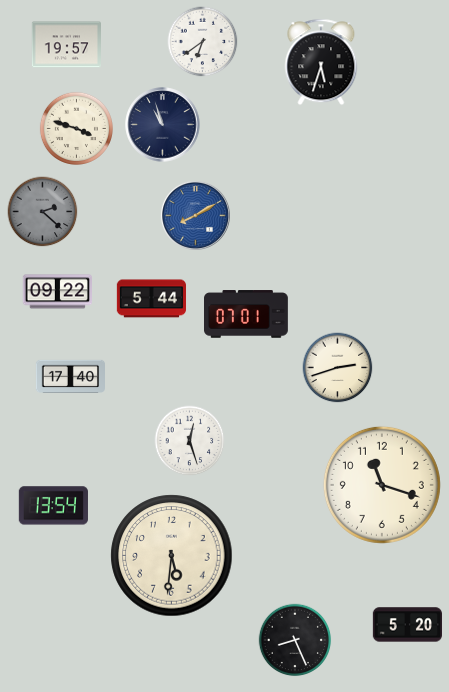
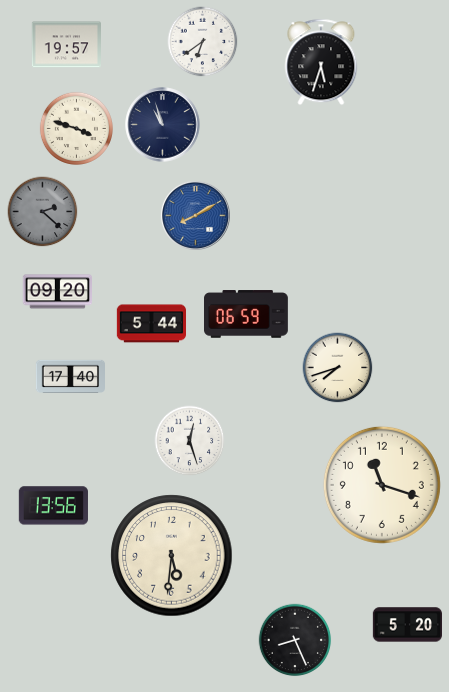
clock at (57, 292): 09:22 -> 09:20
clock at (151, 299) position: (151, 299) -> (151, 324)
clock at (247, 314): 07:01 -> 06:59
clock at (338, 368): 2:42 -> 7:42
clock at (53, 506): 13:54 -> 13:56
